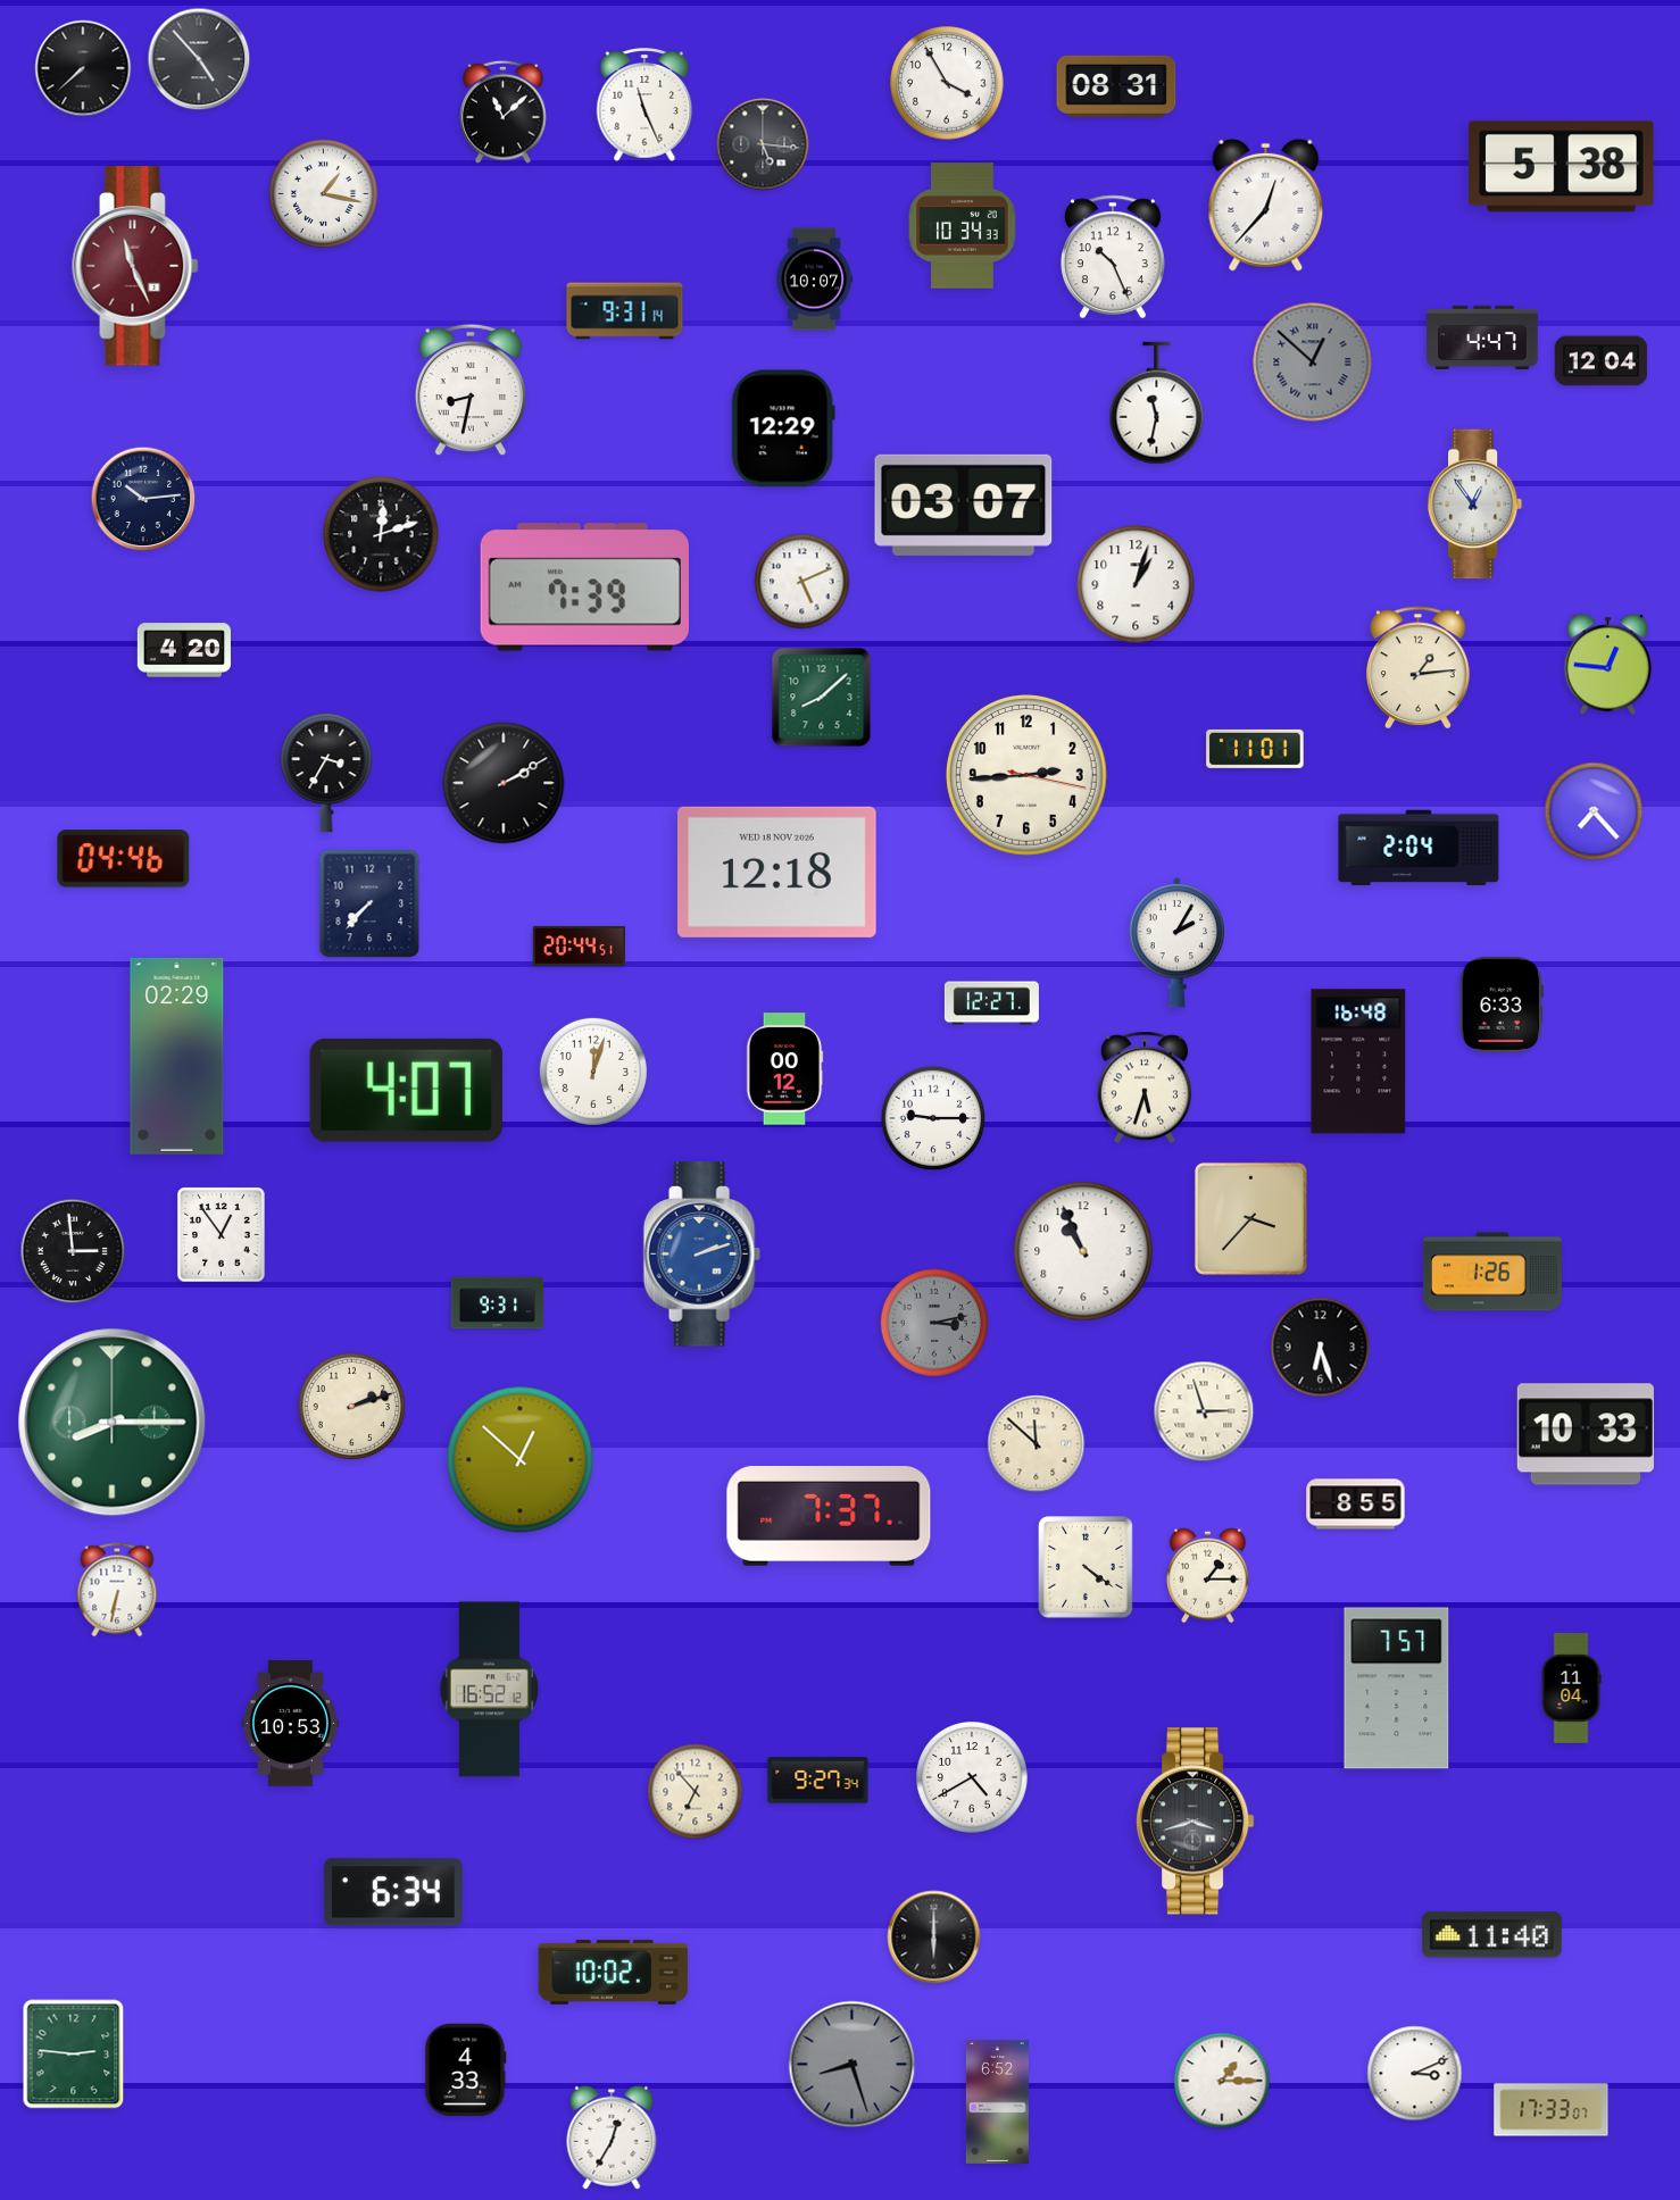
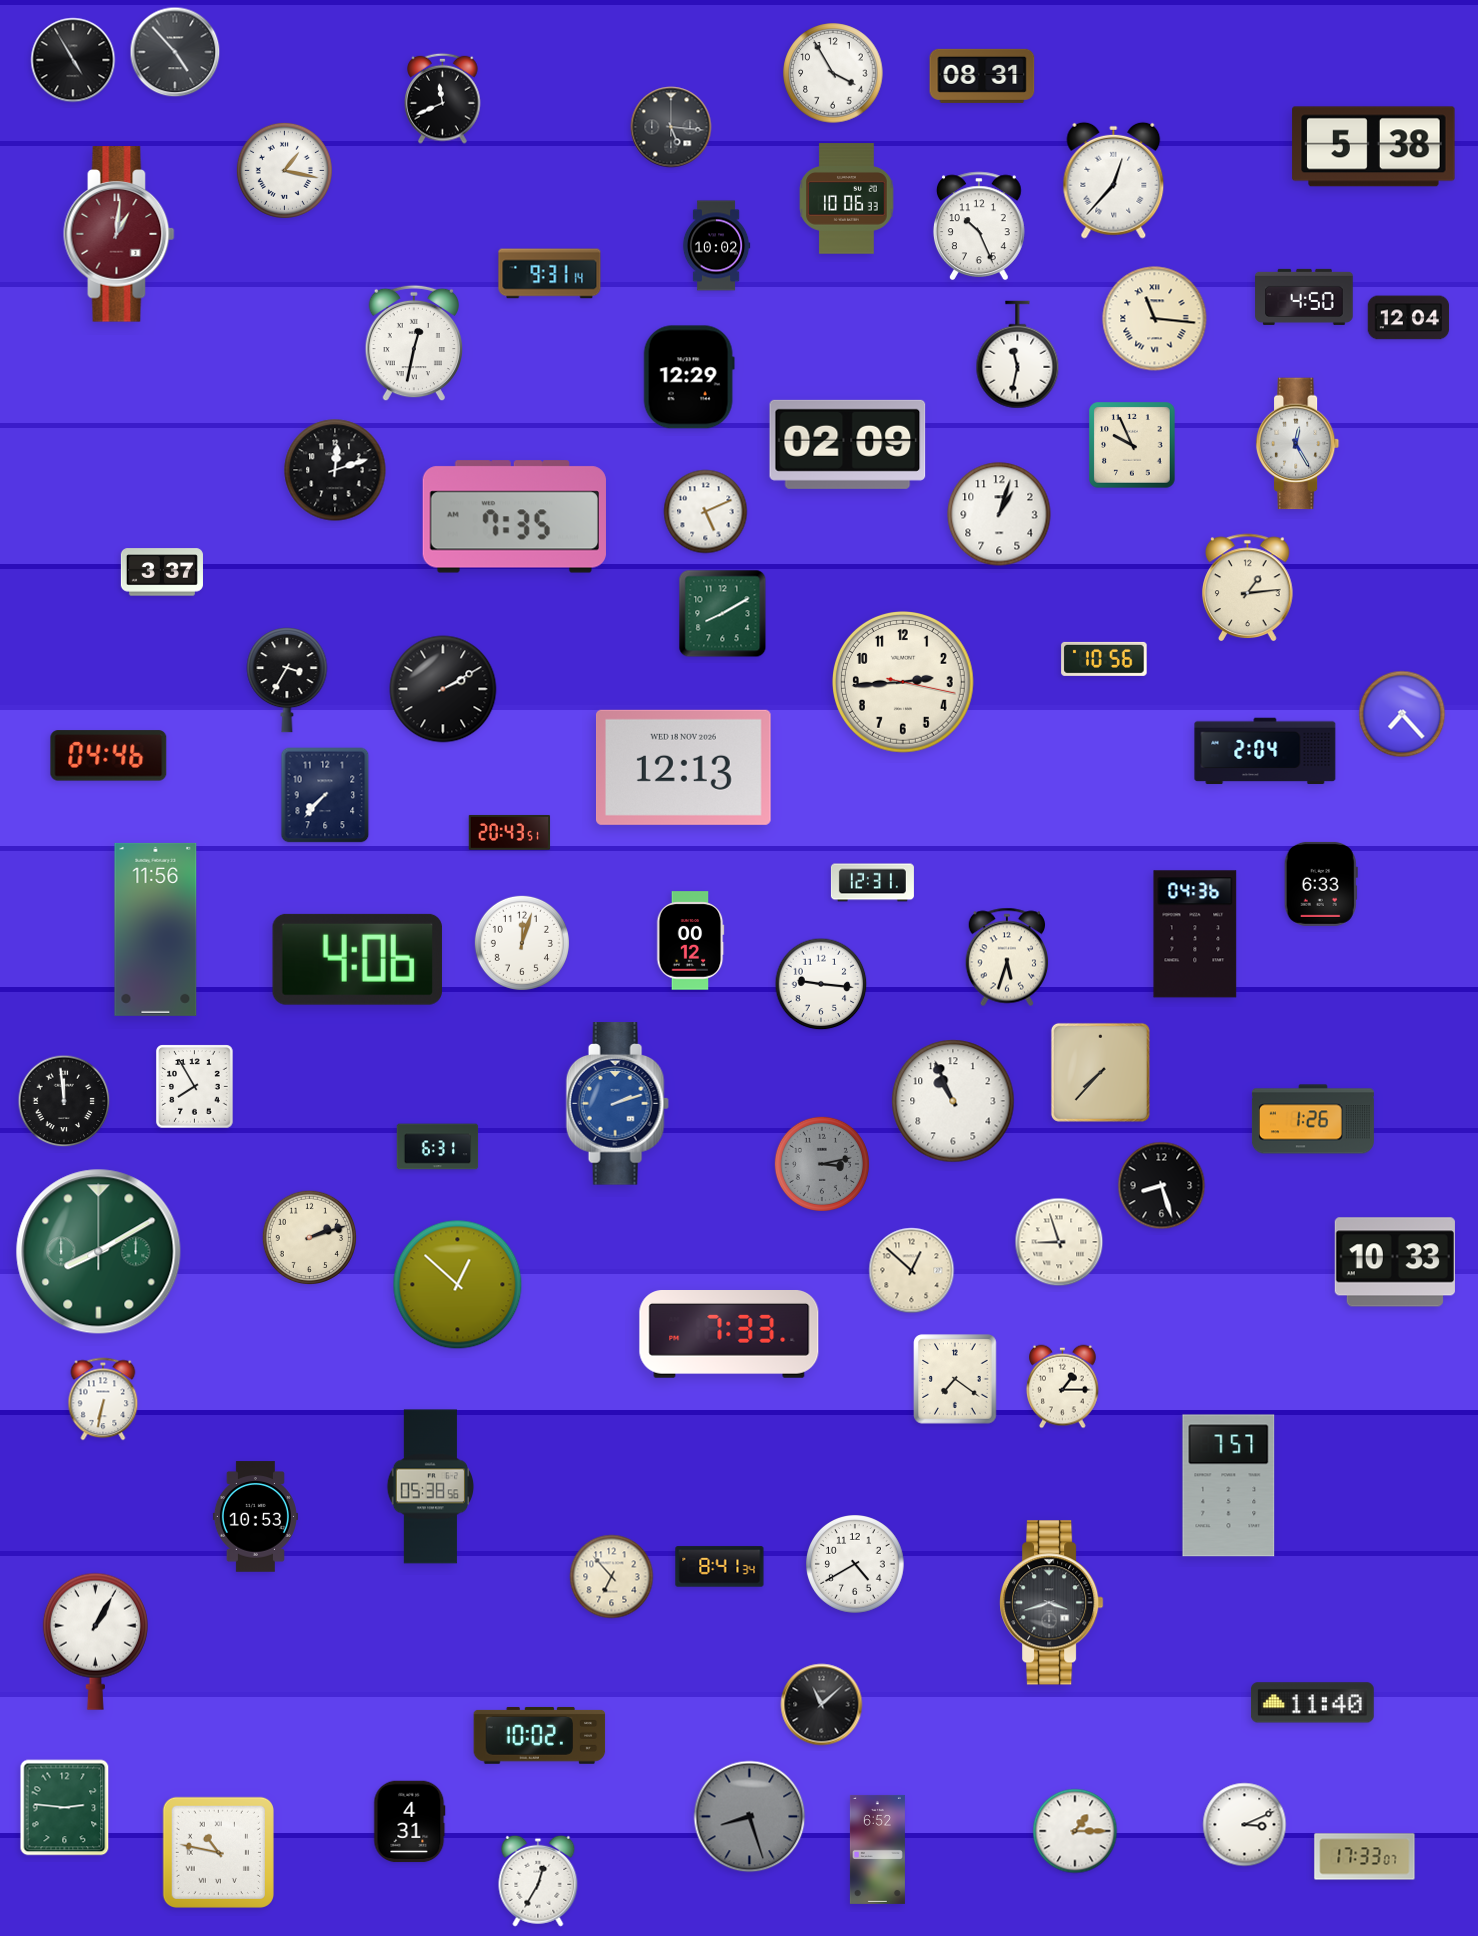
clock at (83, 68): 7:38 -> 4:55
clock at (644, 105): 11:26 -> none
clock at (504, 111): 11:08 -> 11:41
clock at (963, 226): 10:34 -> 10:06
clock at (135, 266): 11:26 -> 1:01
clock at (814, 280): 10:07 -> 10:02
clock at (1482, 338): 4:47 -> 4:50
clock at (1313, 363): 12:52 -> 11:16
clock at (1313, 363) dial: grey -> cream
clock at (469, 390): 8:32 -> 12:32
clock at (143, 499): 10:14 -> none
clock at (964, 505): 03:07 -> 02:09
clock at (1475, 505): 12:54 -> 12:25
clock at (1132, 445): none -> 9:56
clock at (584, 587): 7:39 -> 7:35
clock at (184, 650): 4:20 -> 3:37
clock at (1608, 665): 12:46 -> none
clock at (822, 698): 8:08 -> 8:10
clock at (1255, 749): 11:01 -> 10:56
clock at (1419, 848) position: (1419, 848) -> (1265, 751)
clock at (777, 872): 12:18 -> 12:13
clock at (1178, 942): 2:05 -> none
clock at (580, 945): 20:44 -> 20:43
clock at (991, 1003): 12:27 -> 12:31
clock at (177, 1056): 02:29 -> 11:56
clock at (1358, 1061): 16:48 -> 04:36
clock at (406, 1090): 4:07 -> 4:06
clock at (933, 1118): 9:15 -> 9:16
clock at (1250, 1218): 3:37 -> 7:37
clock at (222, 1235): 12:54 -> 7:55
clock at (73, 1251): 2:59 -> 11:59
clock at (498, 1303): 9:31 -> 6:31
clock at (1321, 1348): 6:27 -> 8:27
clock at (1204, 1411): 2:57 -> 8:57
clock at (113, 1423): 8:15 -> 8:10
clock at (1037, 1444): 11:52 -> 12:52
clock at (1356, 1505): 8:55 -> none
clock at (829, 1517): 7:37 -> 7:33
clock at (1086, 1567): 4:21 -> 7:21
clock at (1571, 1689): 11:04 -> none
clock at (490, 1690): 16:52 -> 05:38
clock at (818, 1781): 9:27 -> 8:41
clock at (95, 1641): none -> 1:05
clock at (393, 1892): 6:34 -> none
clock at (934, 1938): 6:00 -> 11:08
clock at (466, 2070): 4:33 -> 4:31
clock at (218, 1852): none -> 10:47
